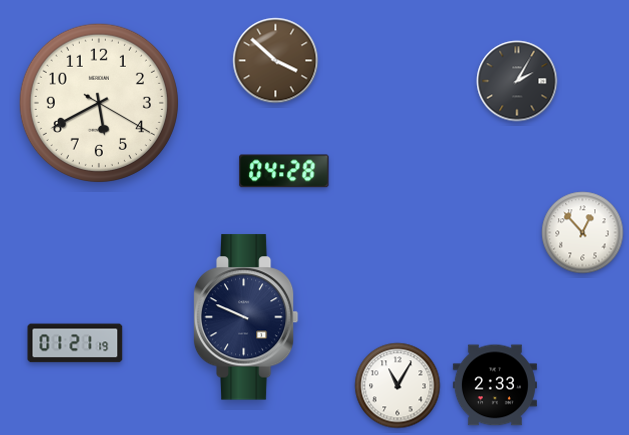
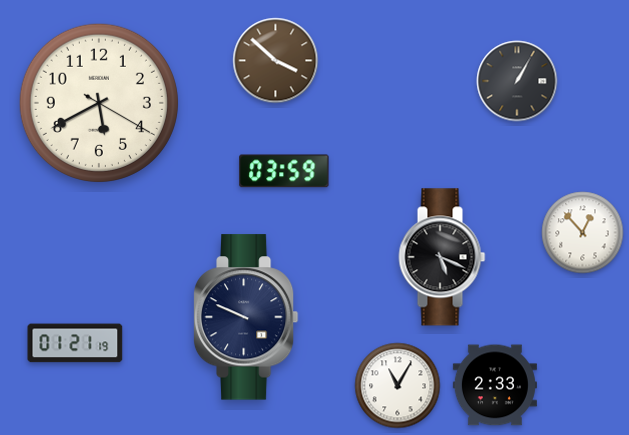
clock at (517, 81): 2:05 -> 1:05
clock at (284, 171): 04:28 -> 03:59
clock at (442, 257): none -> 5:19
